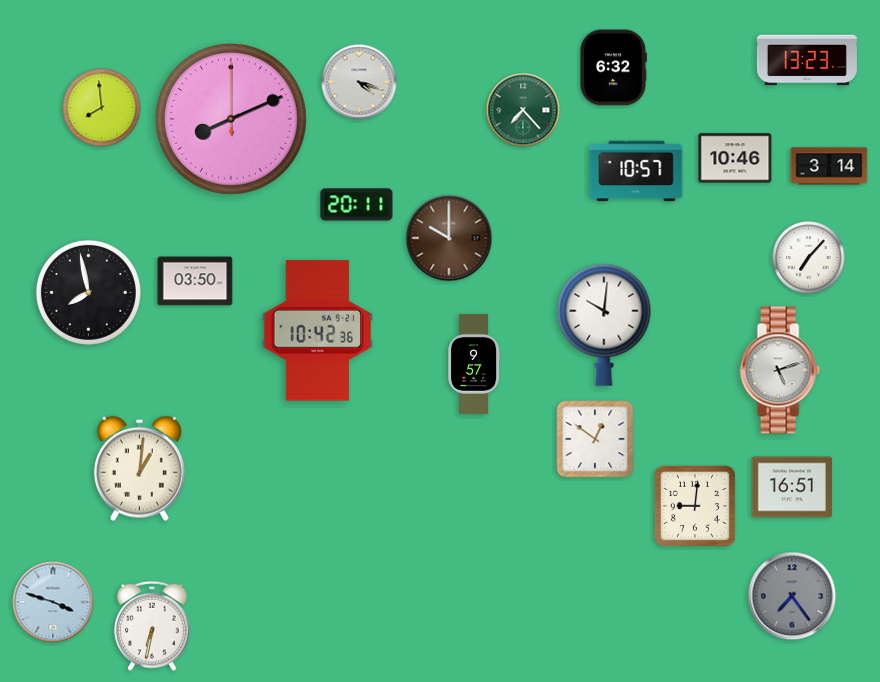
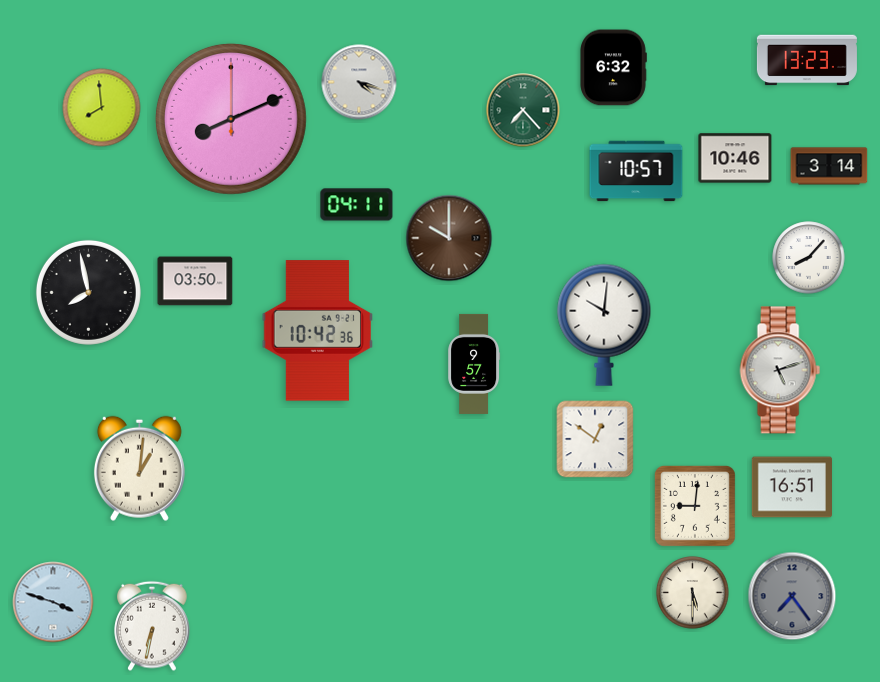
clock at (357, 205): 20:11 -> 04:11
clock at (809, 258): 7:07 -> 8:07
clock at (693, 593): none -> 5:30
